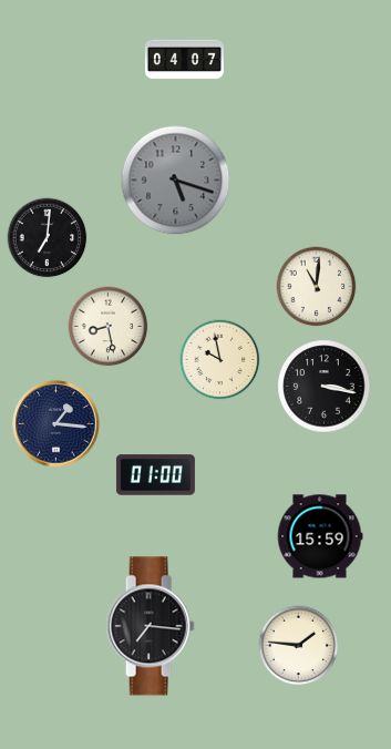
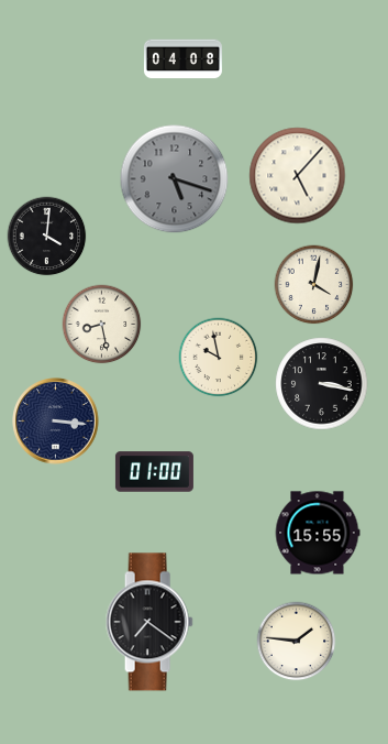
clock at (184, 60): 04:07 -> 04:08
clock at (298, 176): none -> 5:07
clock at (48, 238): 7:01 -> 4:01
clock at (317, 287): 11:01 -> 4:02
clock at (109, 327) position: (109, 327) -> (102, 325)
clock at (56, 424): 1:16 -> 3:16
clock at (320, 536): 15:59 -> 15:55
clock at (151, 626): 7:16 -> 7:21
